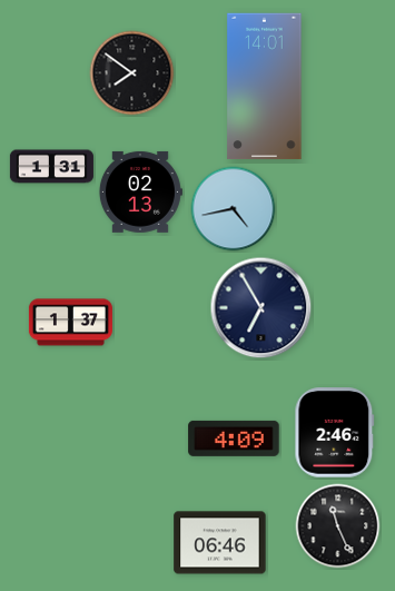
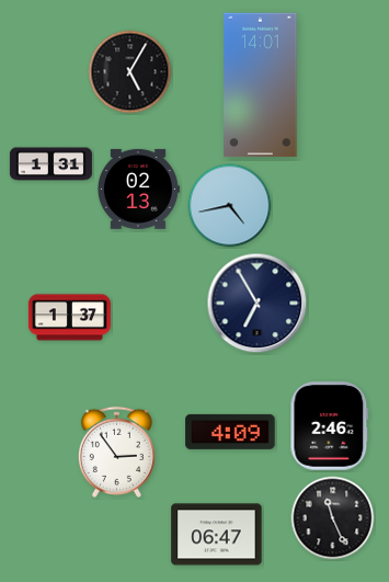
clock at (132, 73): 7:51 -> 5:05
clock at (116, 452): none -> 2:54
clock at (220, 543): 06:46 -> 06:47
